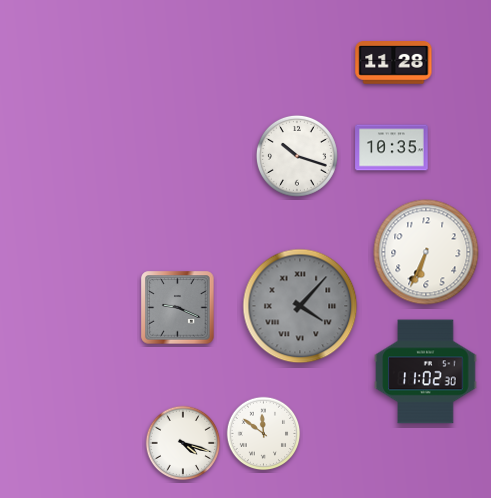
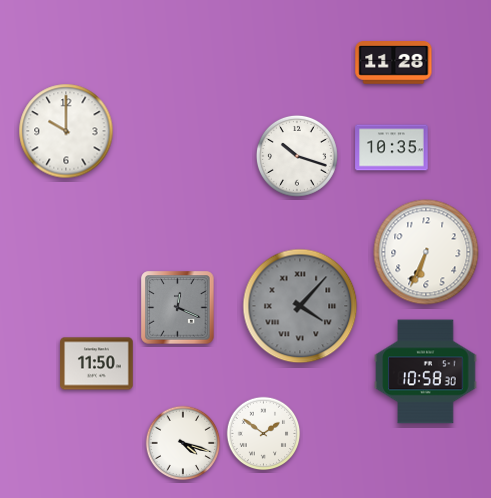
clock at (66, 131): none -> 10:00
clock at (178, 308): 9:19 -> 12:19
clock at (97, 364): none -> 11:50
clock at (426, 372): 11:02 -> 10:58
clock at (264, 434): 11:51 -> 1:51
